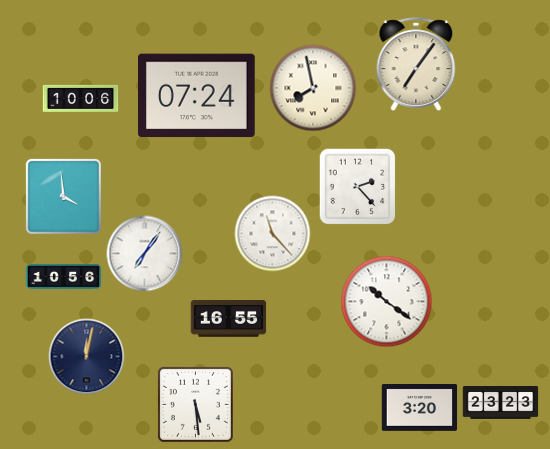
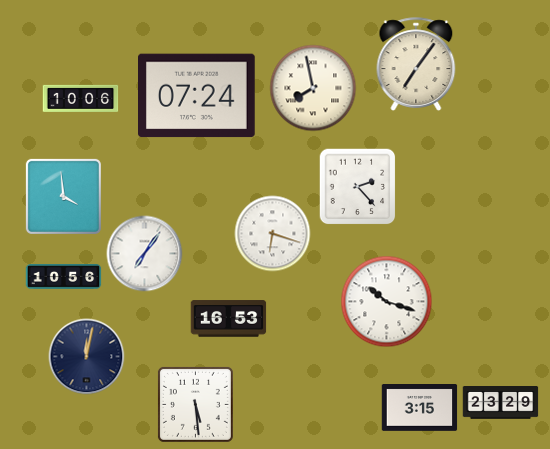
clock at (273, 234): 11:23 -> 6:18
clock at (387, 302): 10:21 -> 10:18
clock at (229, 319): 16:55 -> 16:53
clock at (501, 403): 23:23 -> 23:29
clock at (420, 408): 3:20 -> 3:15
